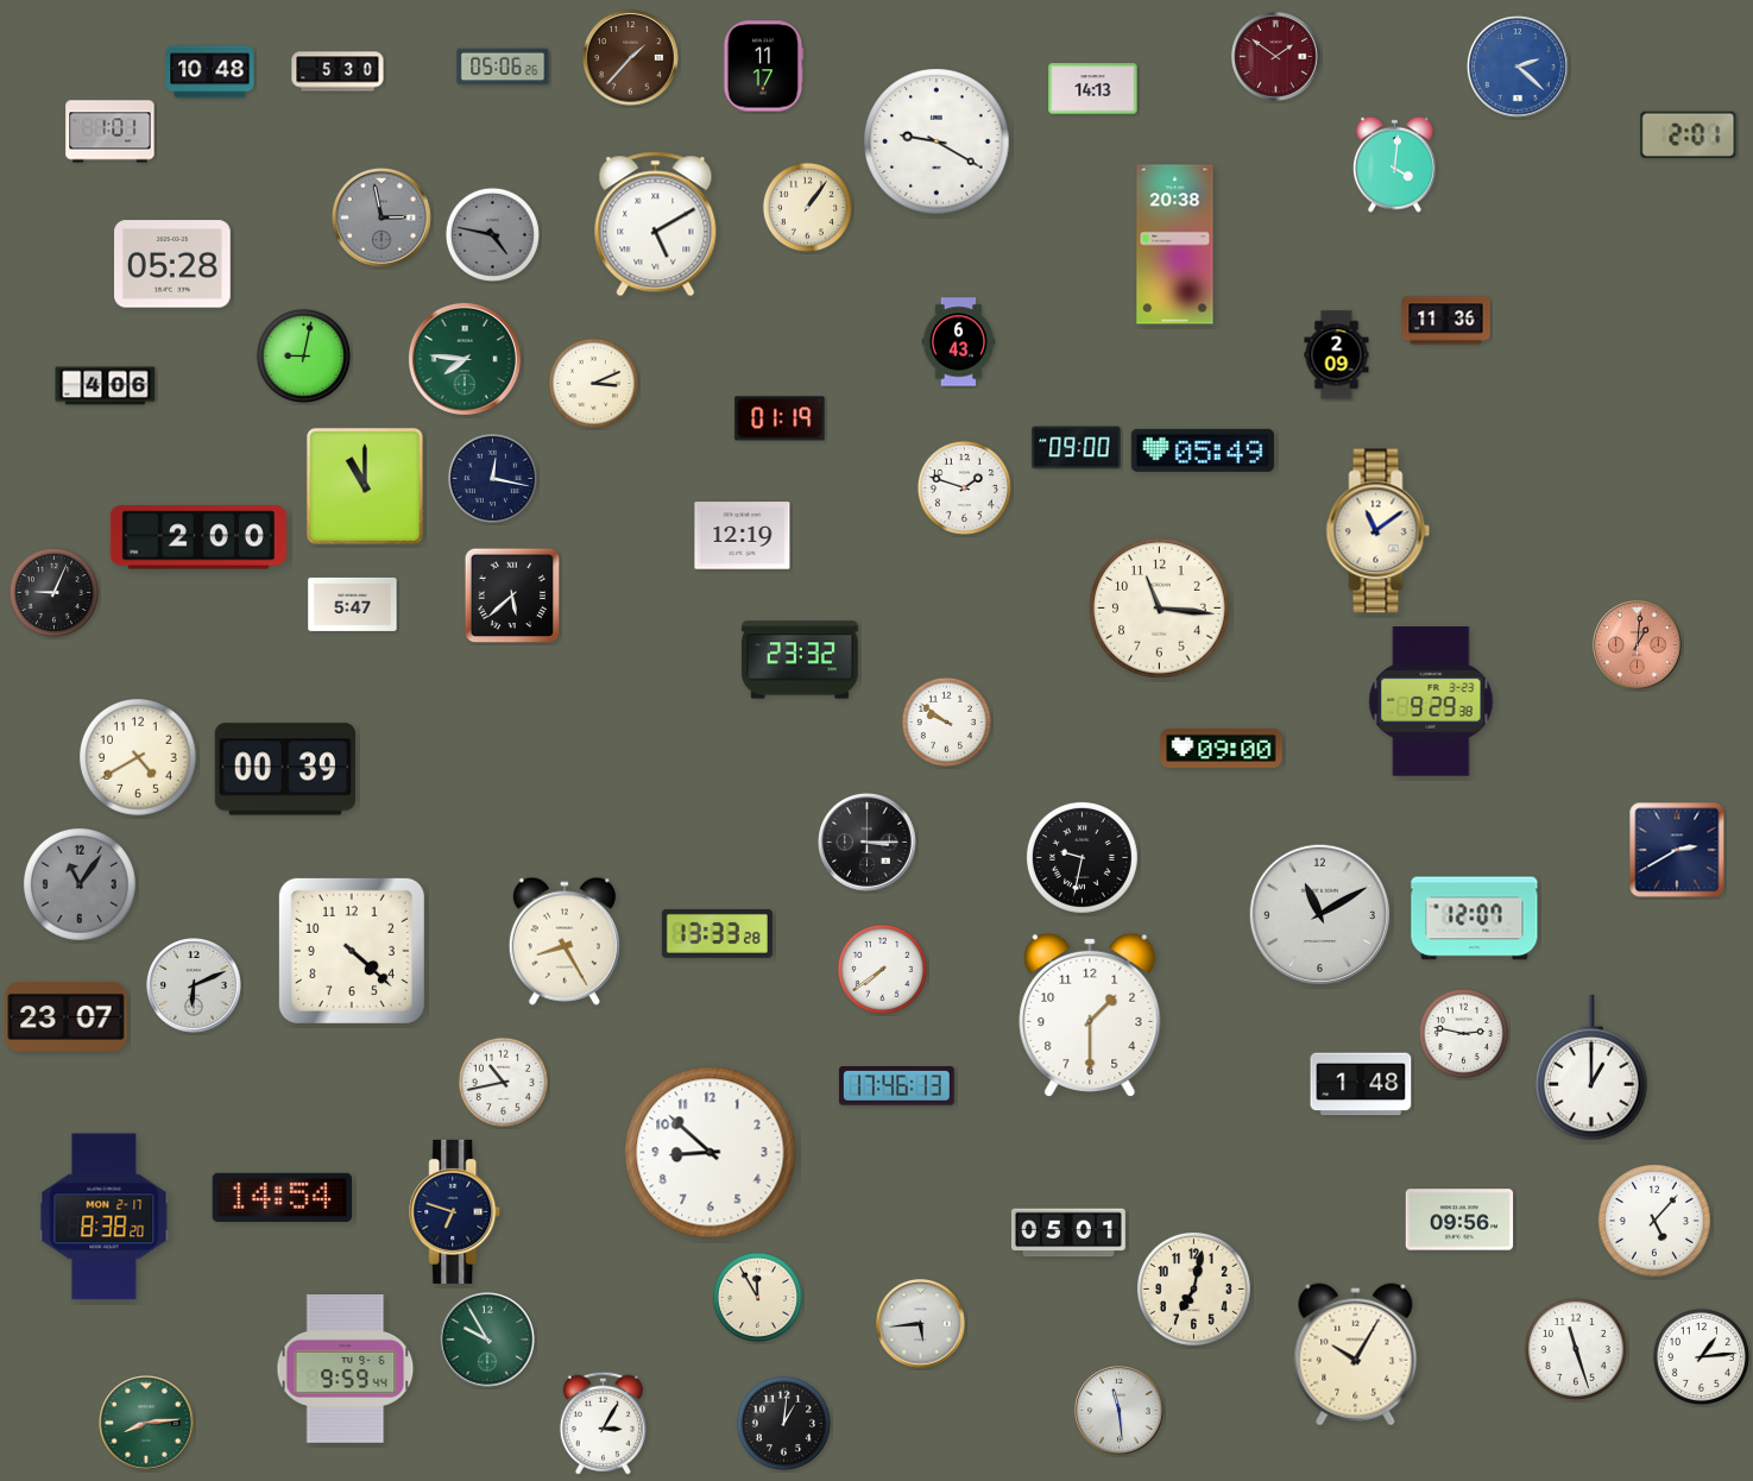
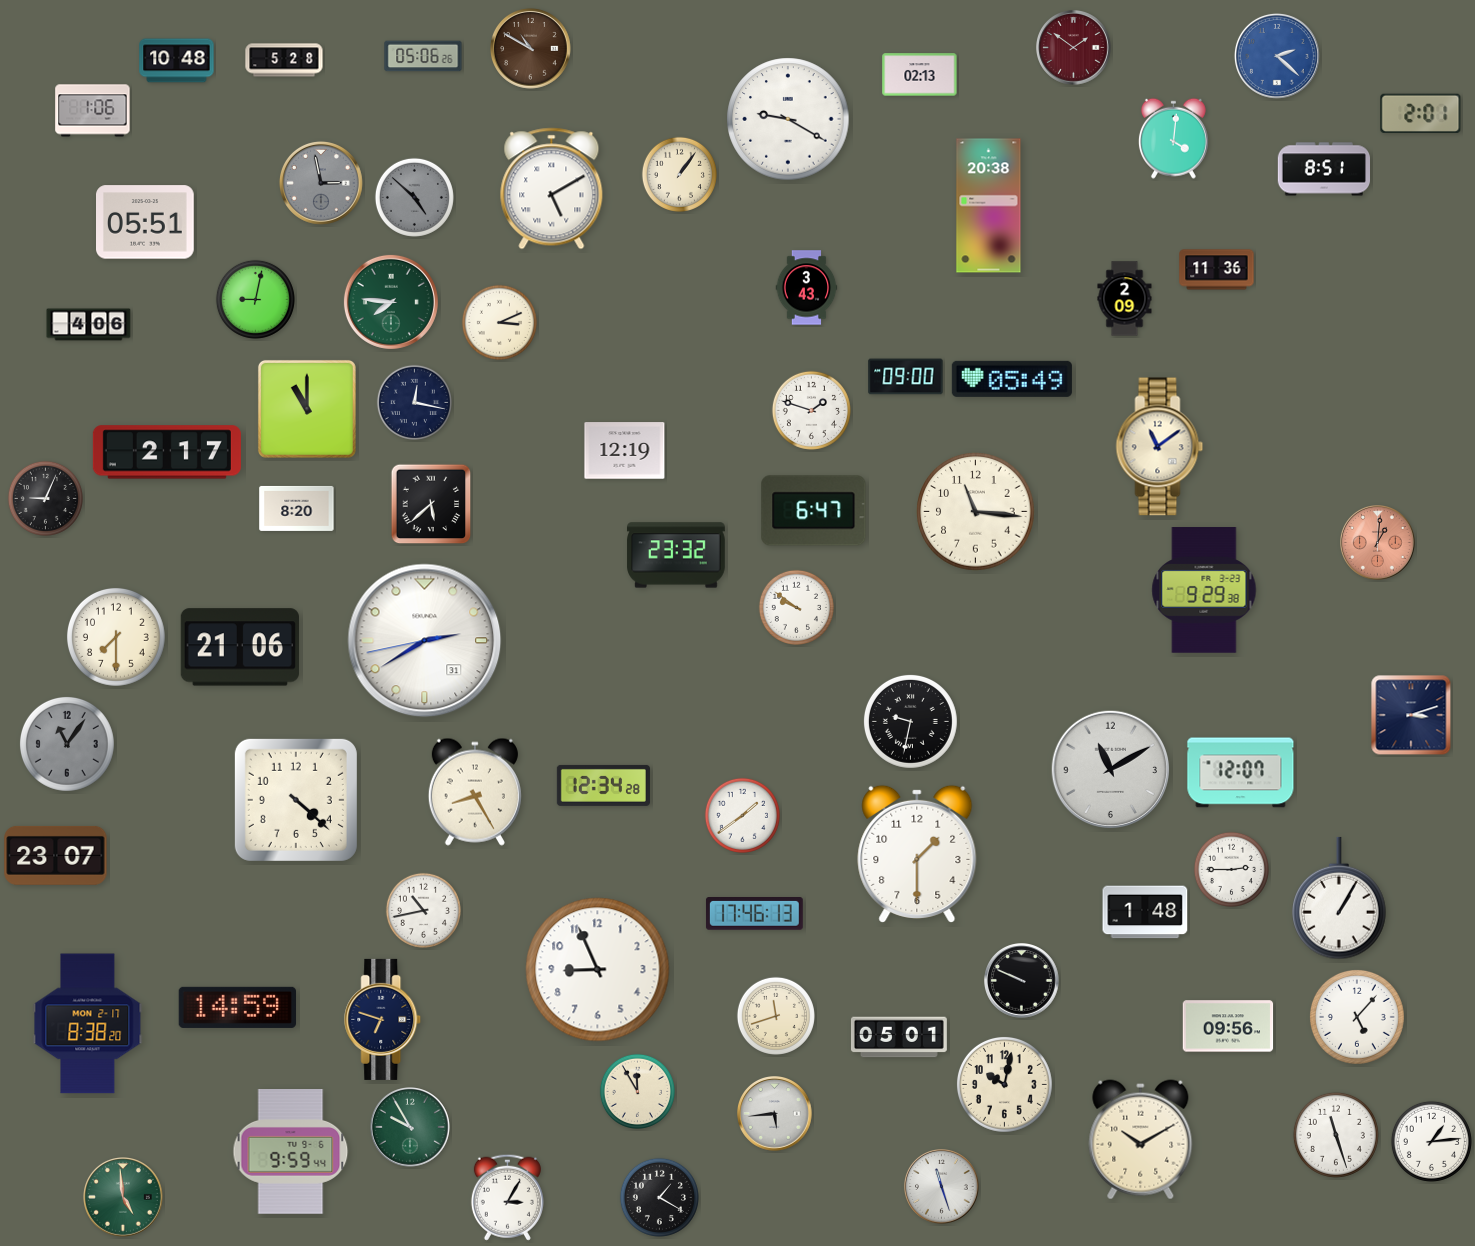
clock at (631, 58): 1:37 -> 10:50
clock at (764, 67): 11:17 -> none
clock at (338, 71): 5:30 -> 5:28
clock at (1093, 89): 14:13 -> 02:13
clock at (111, 132): 1:01 -> 1:06
clock at (1323, 169): none -> 8:51
clock at (492, 234): 4:47 -> 4:52
clock at (174, 264): 05:28 -> 05:51
clock at (959, 342): 6:43 -> 3:43
clock at (780, 418): 01:19 -> none
clock at (198, 537): 2:00 -> 2:17
clock at (512, 595) position: (512, 595) -> (431, 504)
clock at (353, 604): 5:47 -> 8:20
clock at (814, 511): none -> 6:47
clock at (800, 660) position: (800, 660) -> (676, 555)
clock at (1222, 748): 09:00 -> none
clock at (138, 757): 4:40 -> 7:30
clock at (425, 641): none -> 2:39
clock at (285, 769): 00:39 -> 21:06
clock at (866, 842): 3:15 -> none
clock at (1677, 850): 2:40 -> 3:12
clock at (717, 933): 13:33 -> 12:34
clock at (882, 969): 7:39 -> 1:39
clock at (195, 987): 6:11 -> none
clock at (1463, 1033): 2:47 -> 2:45
clock at (1591, 1067): 1:00 -> 1:05
clock at (711, 1153): 8:52 -> 8:56
clock at (1022, 981): none -> 9:49
clock at (283, 1197): 14:54 -> 14:59
clock at (776, 1016): none -> 11:42
clock at (1654, 1221) position: (1654, 1221) -> (1357, 1017)
clock at (1193, 1288): 7:02 -> 10:02
clock at (1576, 1349) position: (1576, 1349) -> (1336, 1135)
clock at (1356, 1355): 10:05 -> 10:10
clock at (1120, 1411): 11:29 -> 11:27
clock at (783, 1423): 1:01 -> 1:20
clock at (147, 1424): 8:14 -> 4:59
